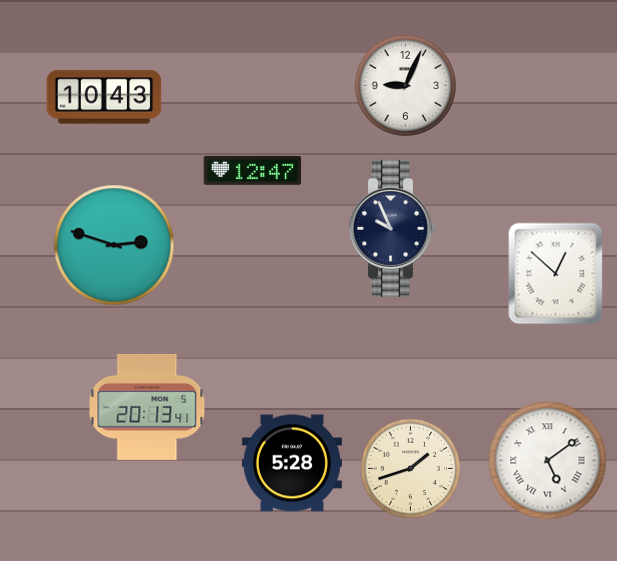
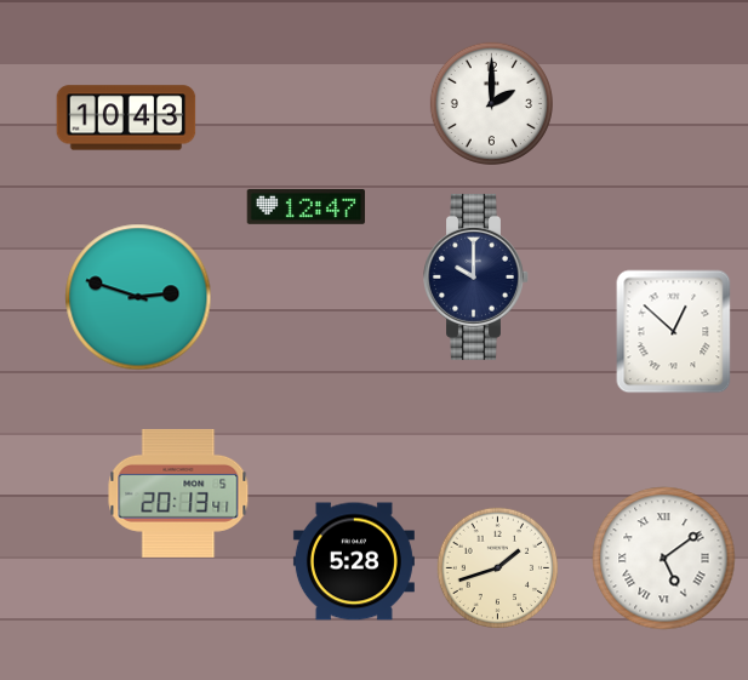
clock at (405, 85): 9:04 -> 2:00
clock at (393, 228): 9:56 -> 10:00
